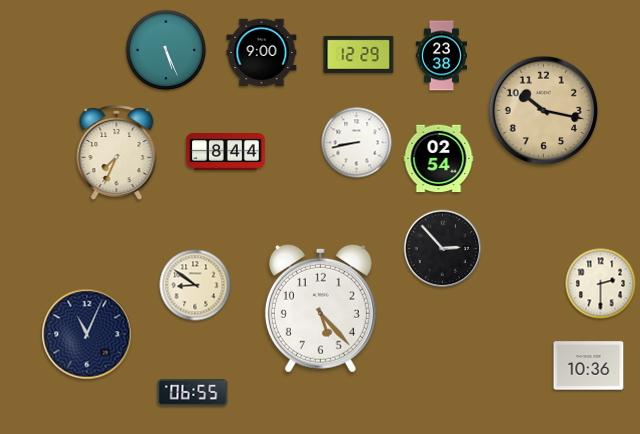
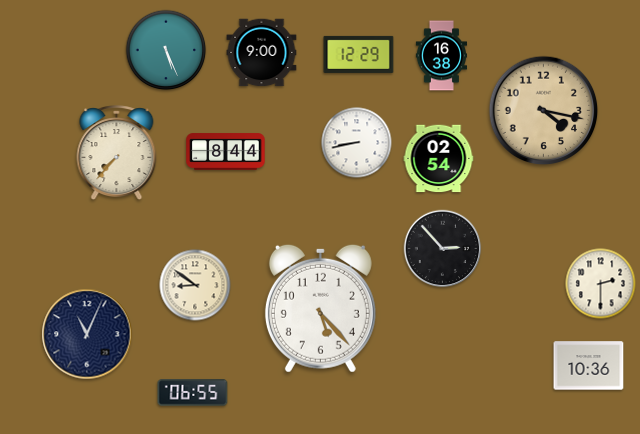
clock at (442, 56): 23:38 -> 16:38
clock at (544, 111): 10:17 -> 4:17
clock at (117, 153): 7:34 -> 7:37
